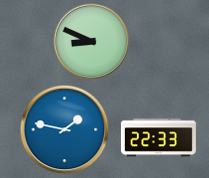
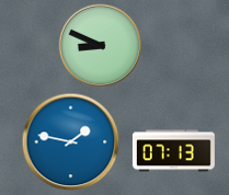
clock at (158, 138): 22:33 -> 07:13
